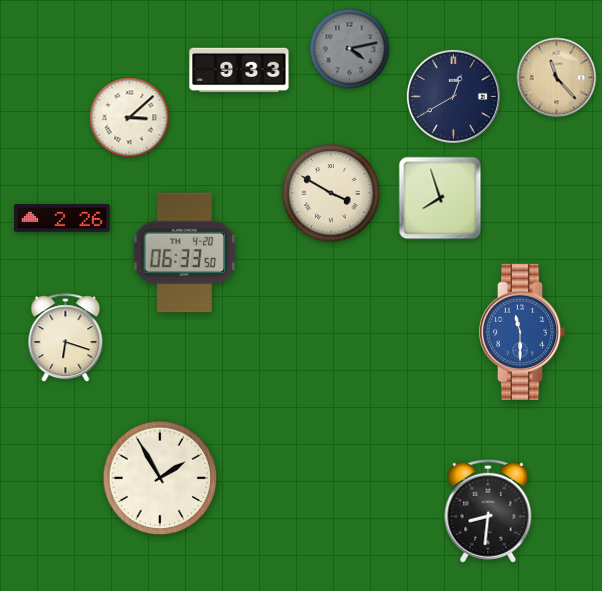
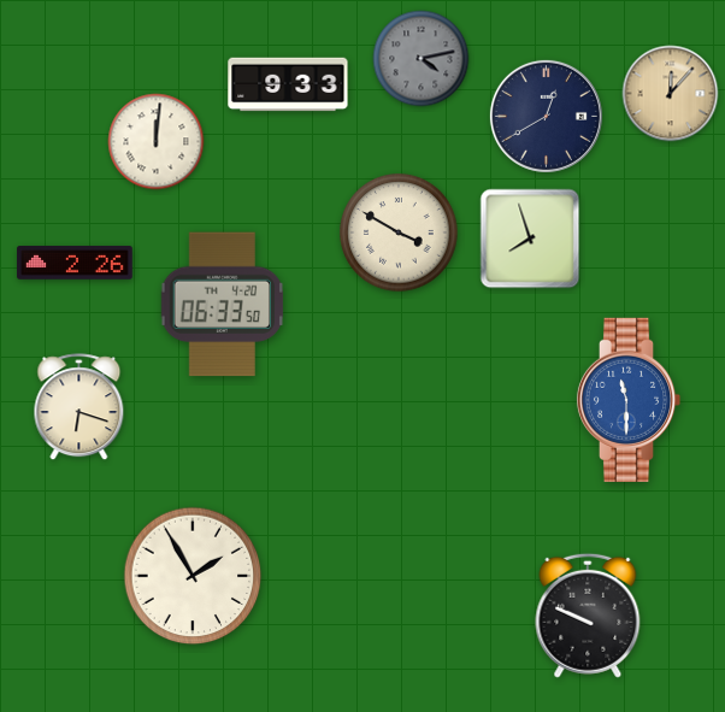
clock at (557, 78): 11:23 -> 12:07
clock at (130, 118): 3:08 -> 12:01
clock at (488, 511): 8:31 -> 9:49
